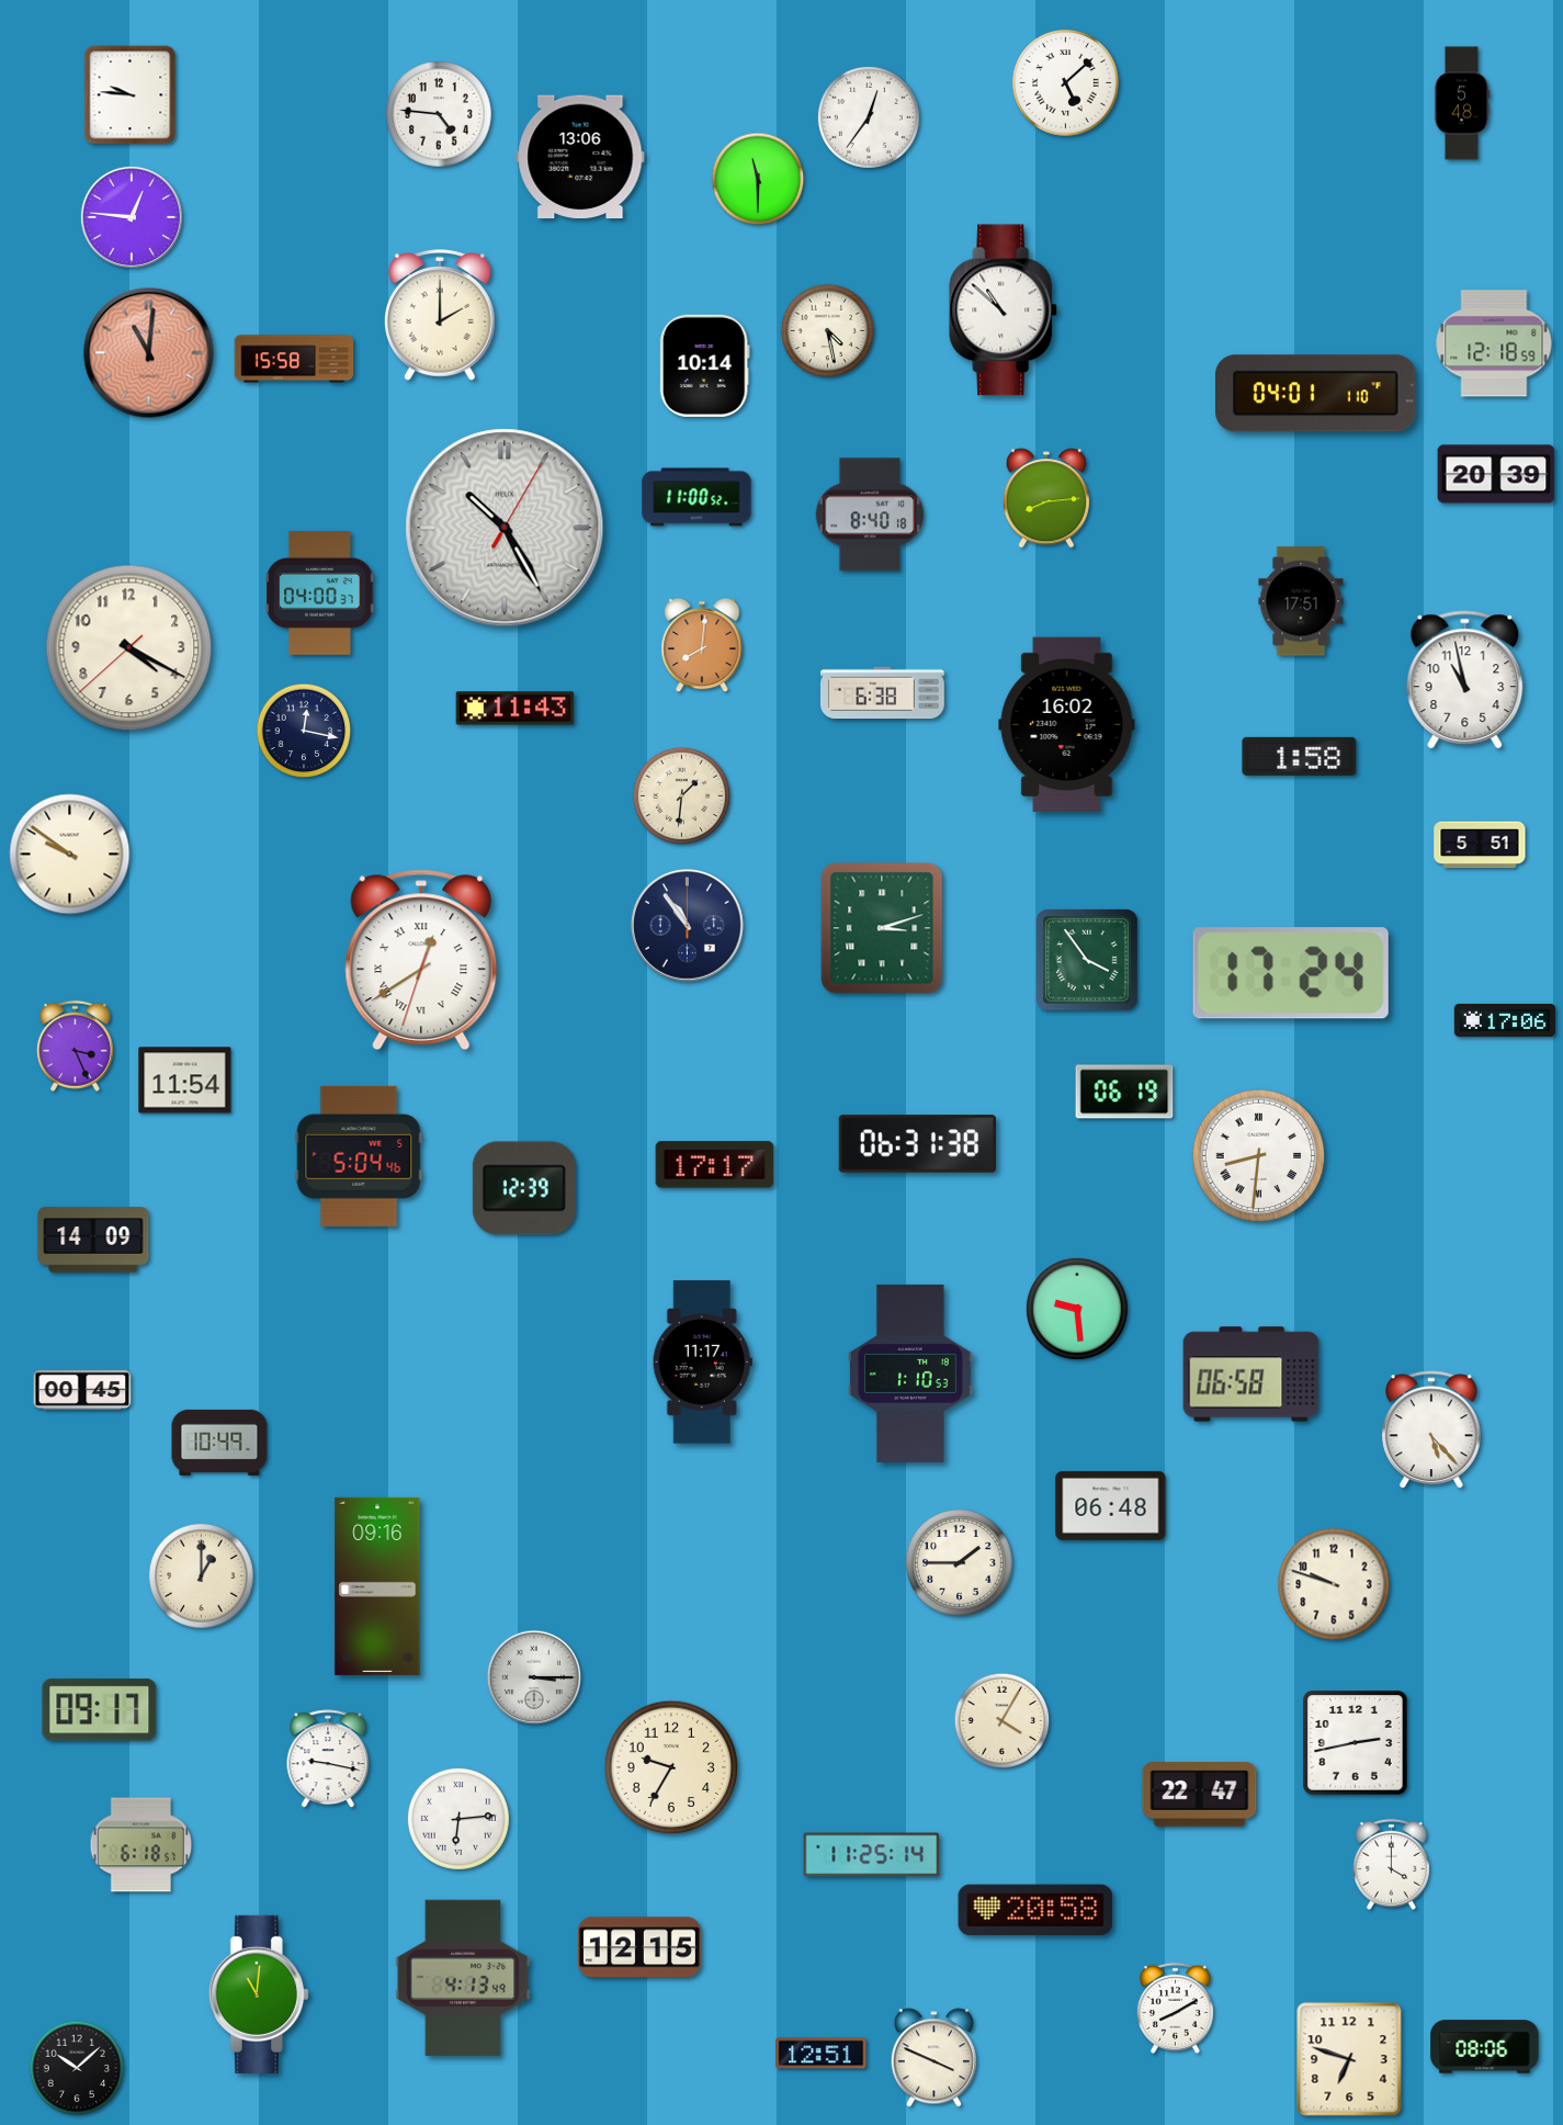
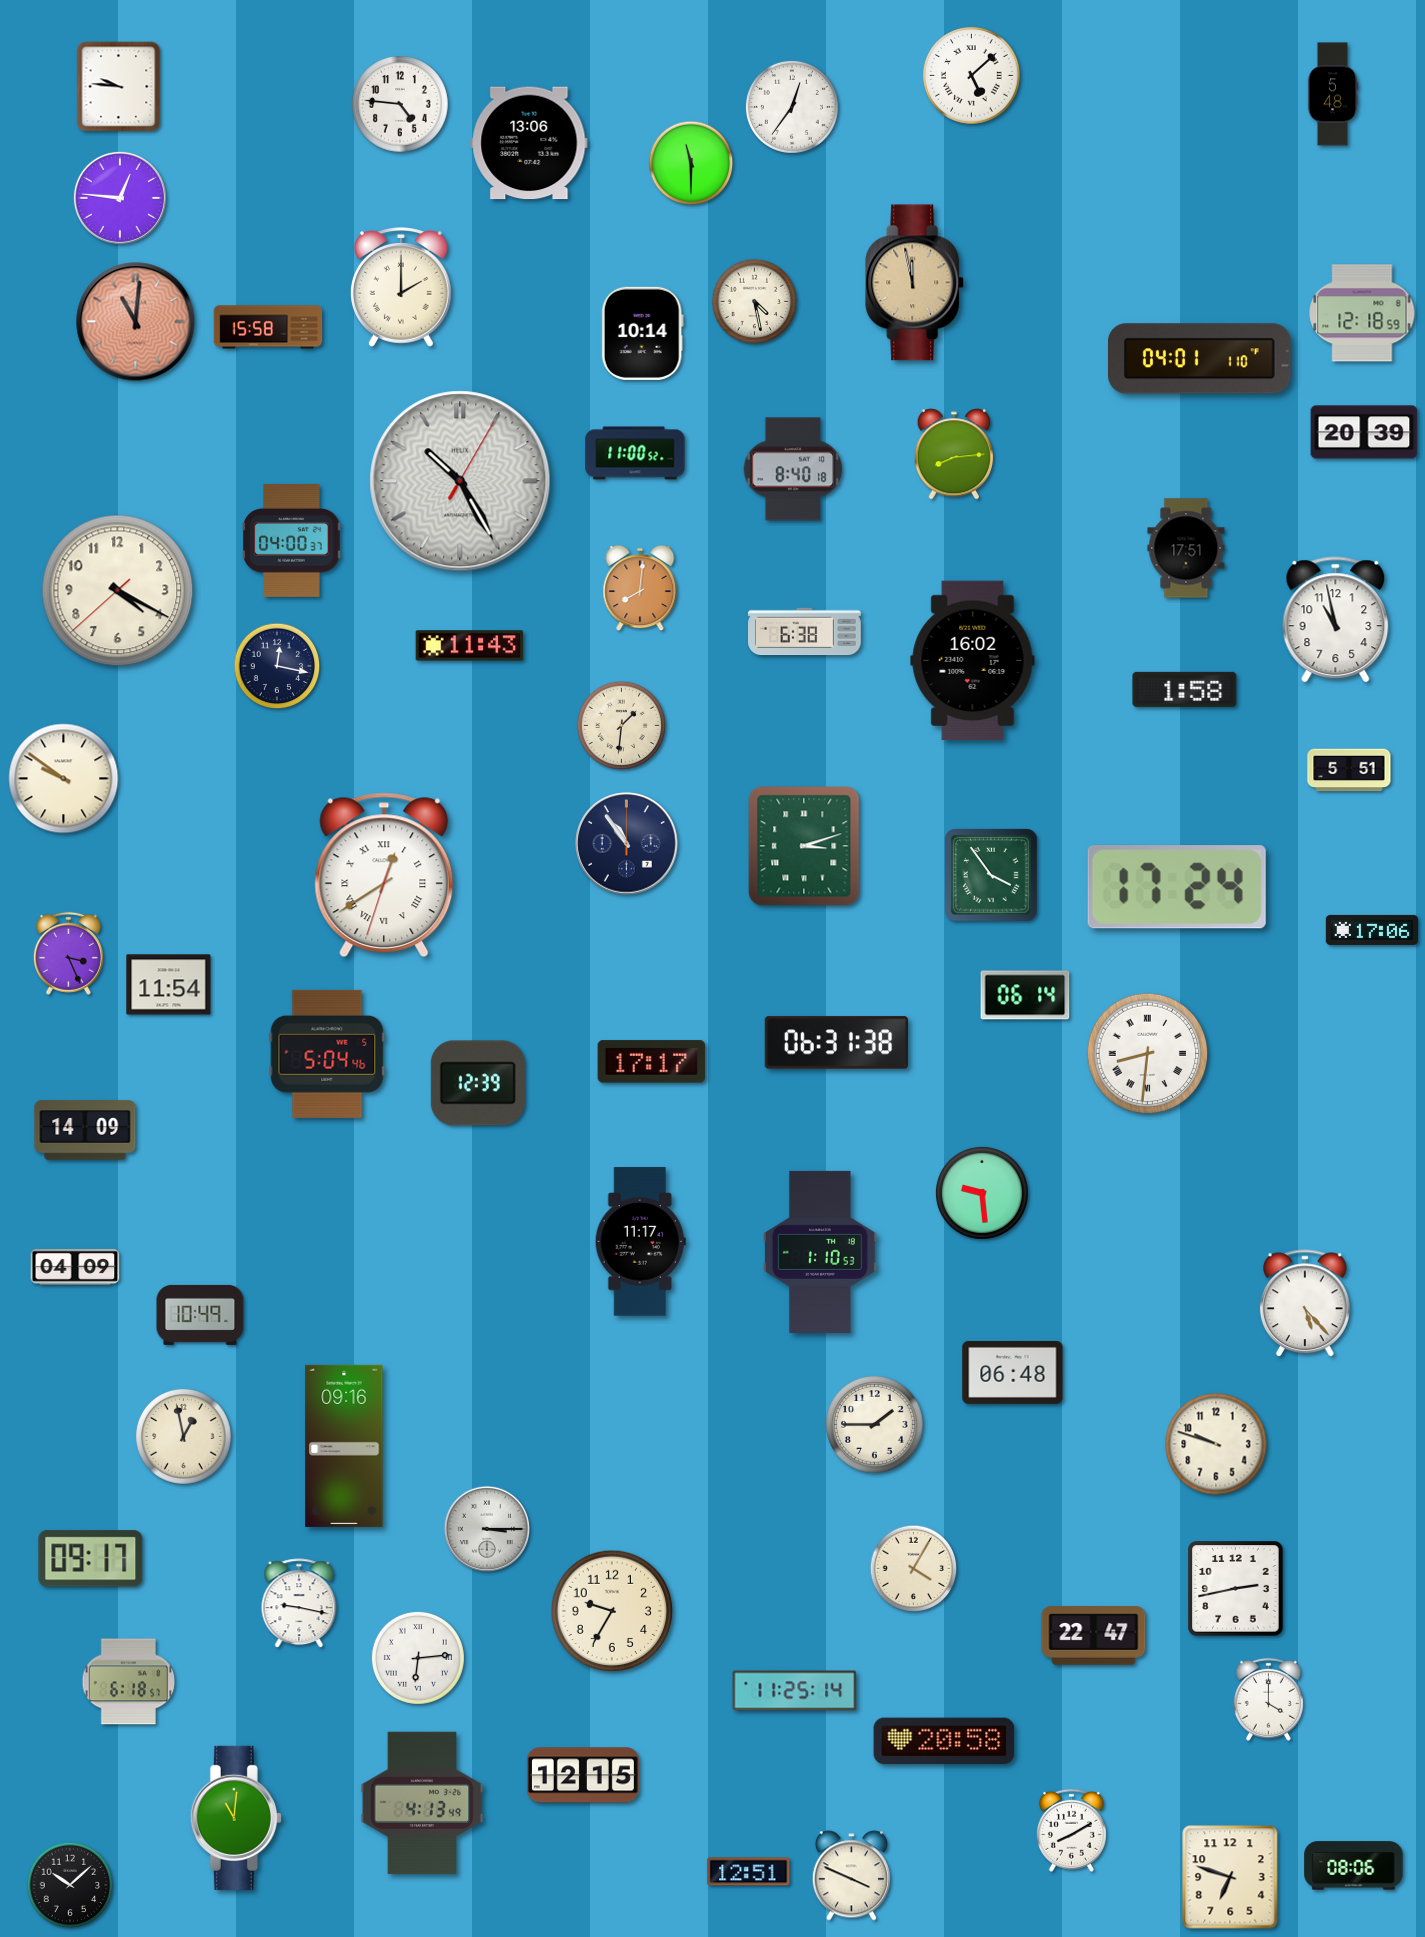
clock at (1004, 310): 10:52 -> 11:58
clock at (1004, 310) dial: white -> champagne
clock at (1124, 1092): 06:19 -> 06:14
clock at (911, 1374) position: (911, 1374) -> (821, 1252)
clock at (1251, 1375): 06:58 -> none
clock at (82, 1390): 00:45 -> 04:09
clock at (202, 1576): 1:00 -> 12:58
